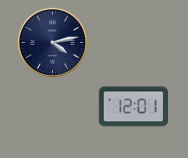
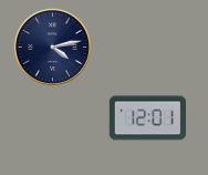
clock at (52, 42) position: (52, 42) -> (52, 47)
